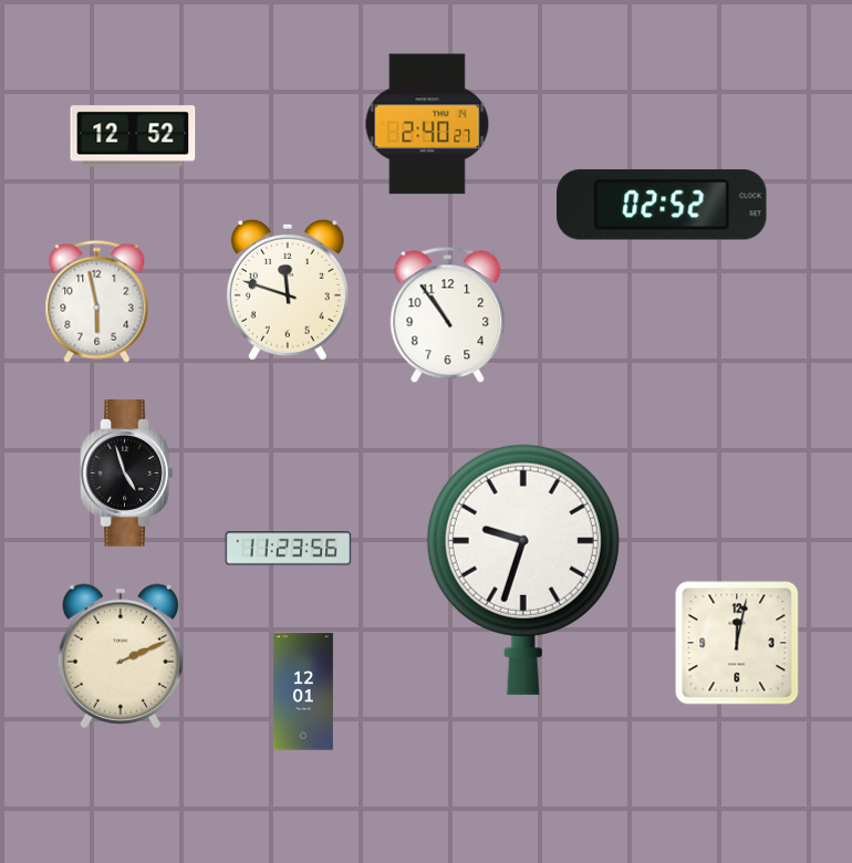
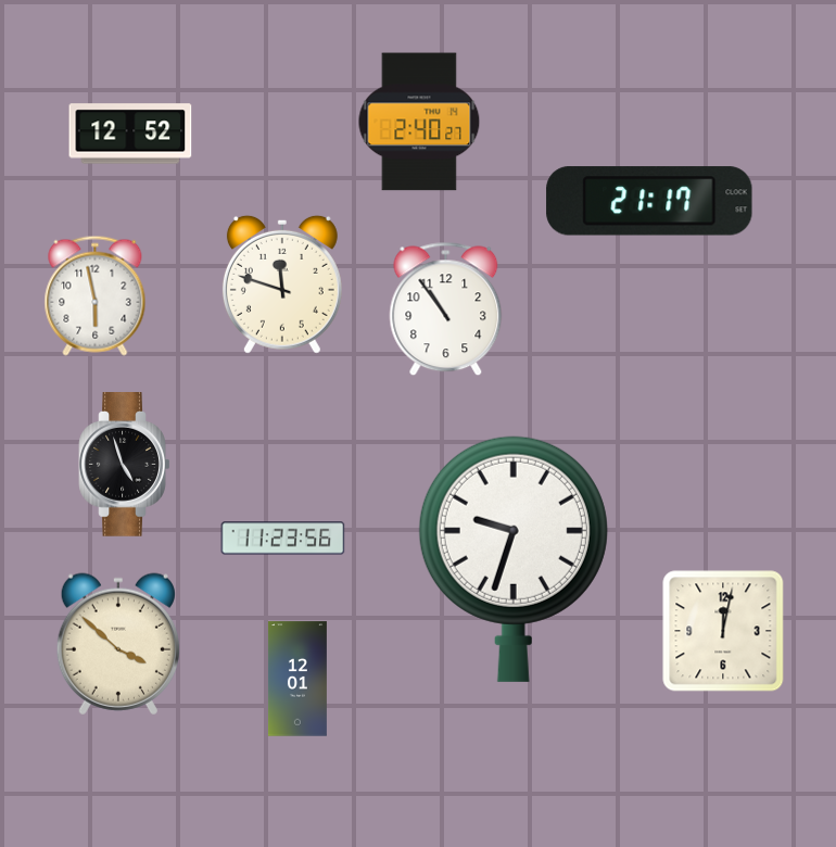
clock at (662, 205): 02:52 -> 21:17
clock at (448, 315) position: (448, 315) -> (446, 309)
clock at (121, 656): 2:11 -> 3:52
